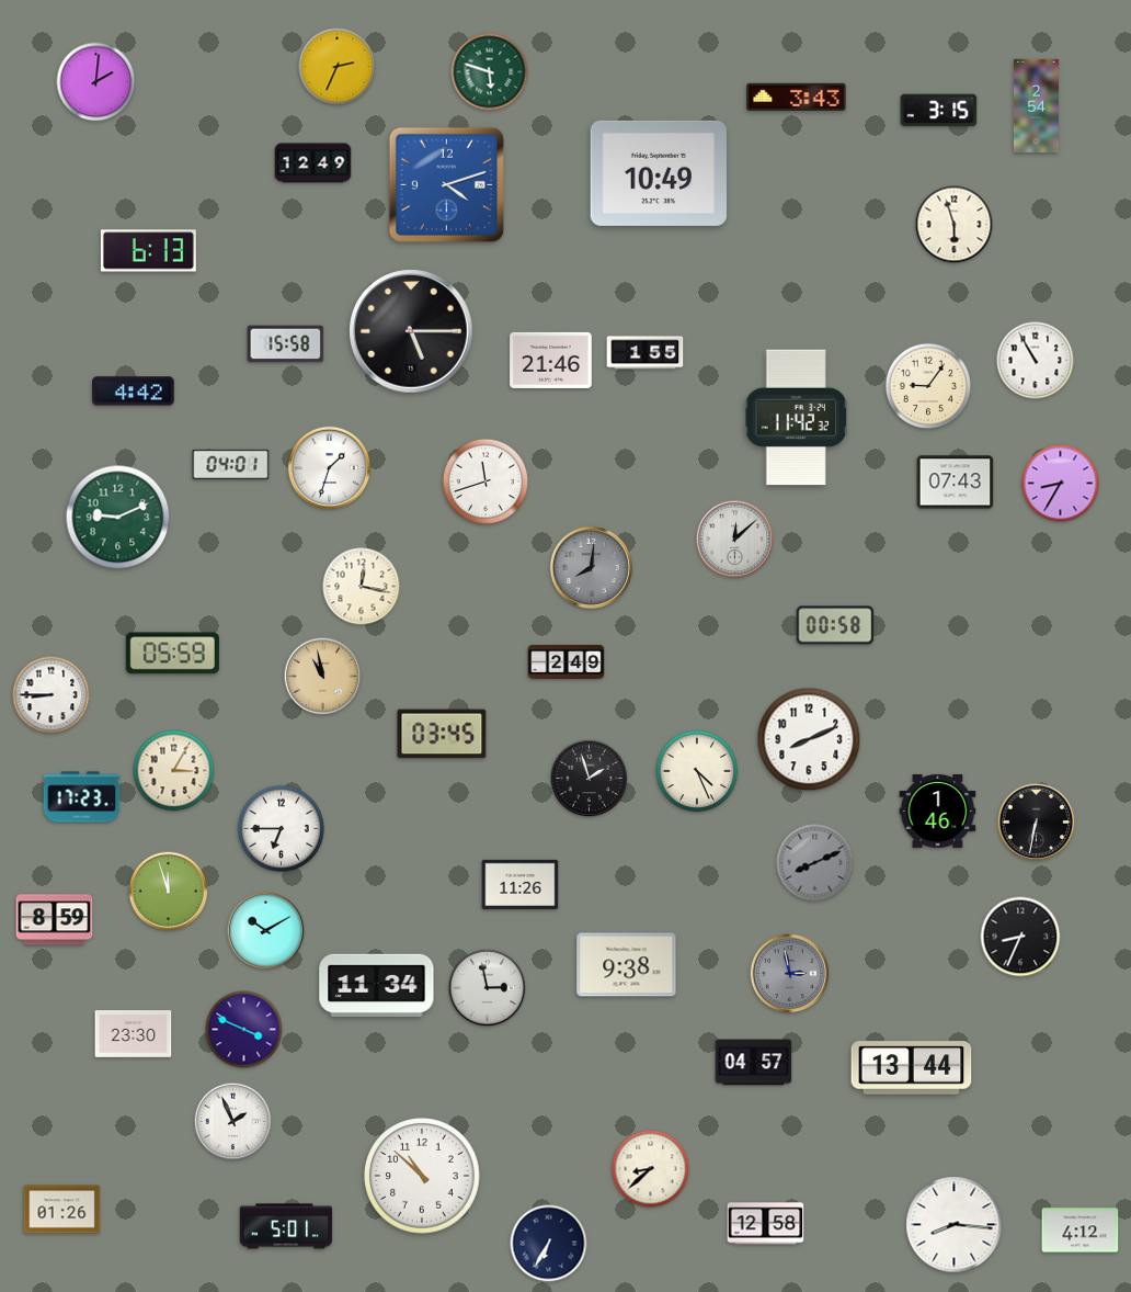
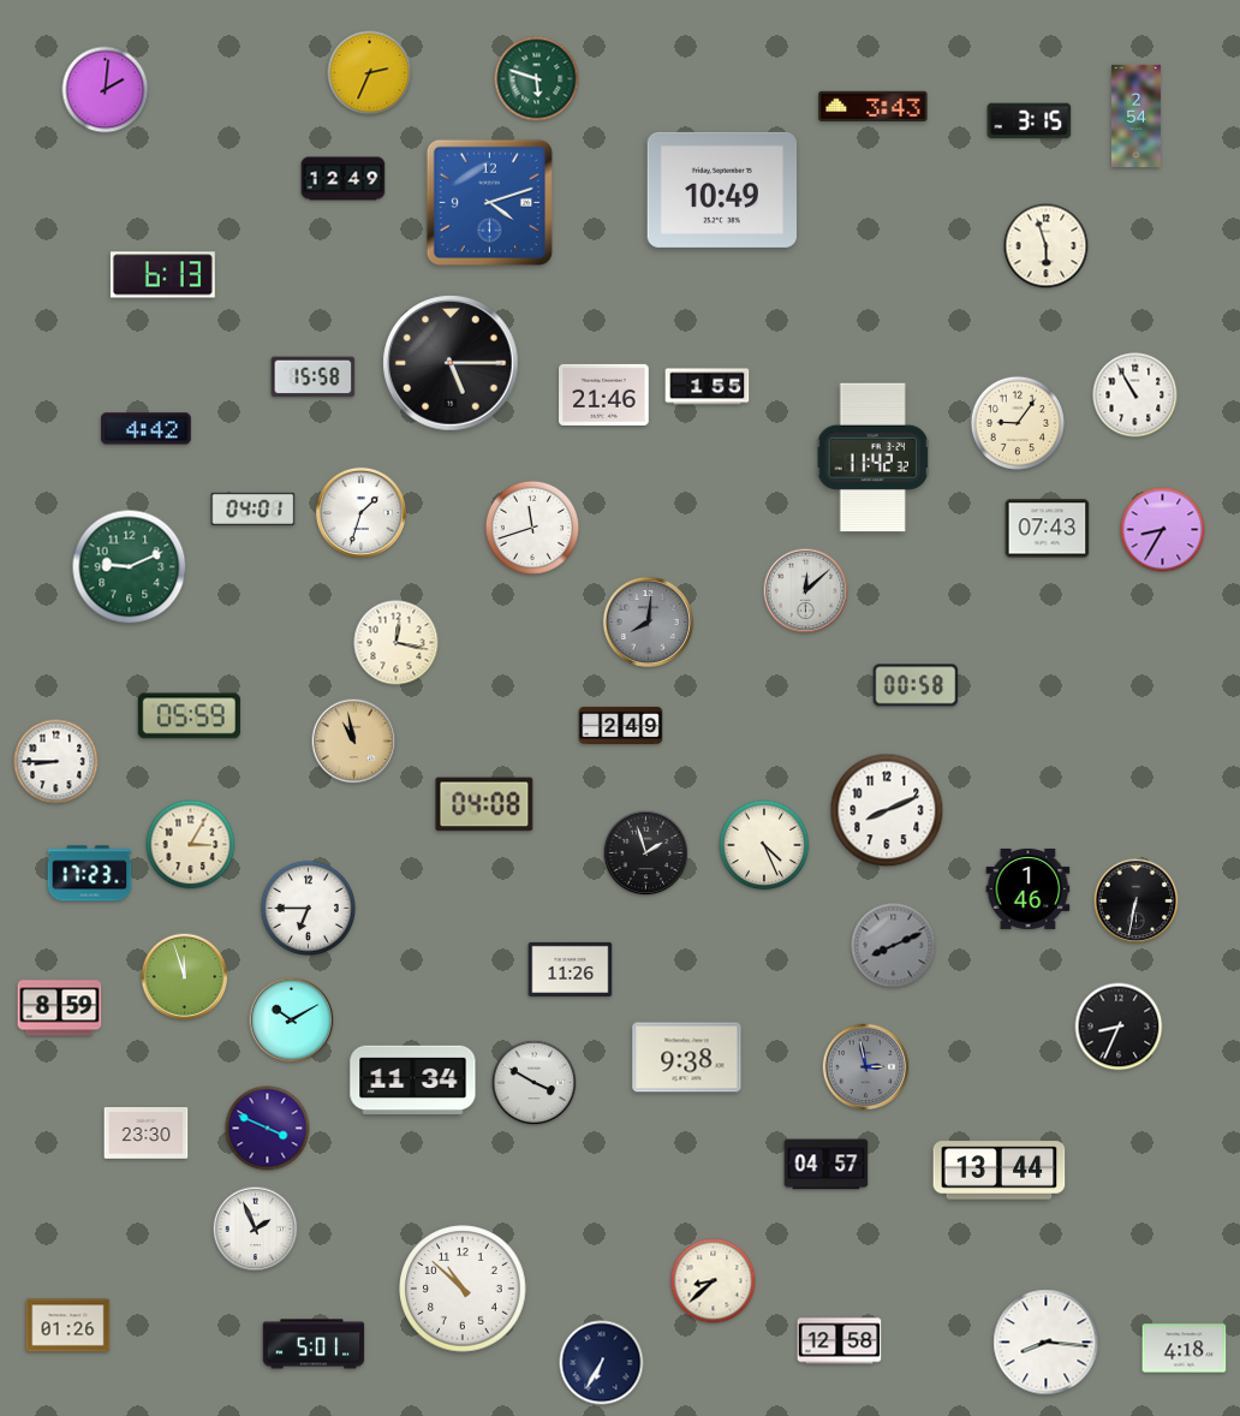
clock at (442, 734): 03:45 -> 04:08
clock at (488, 988): 2:58 -> 3:50
clock at (1081, 1231): 4:12 -> 4:18
